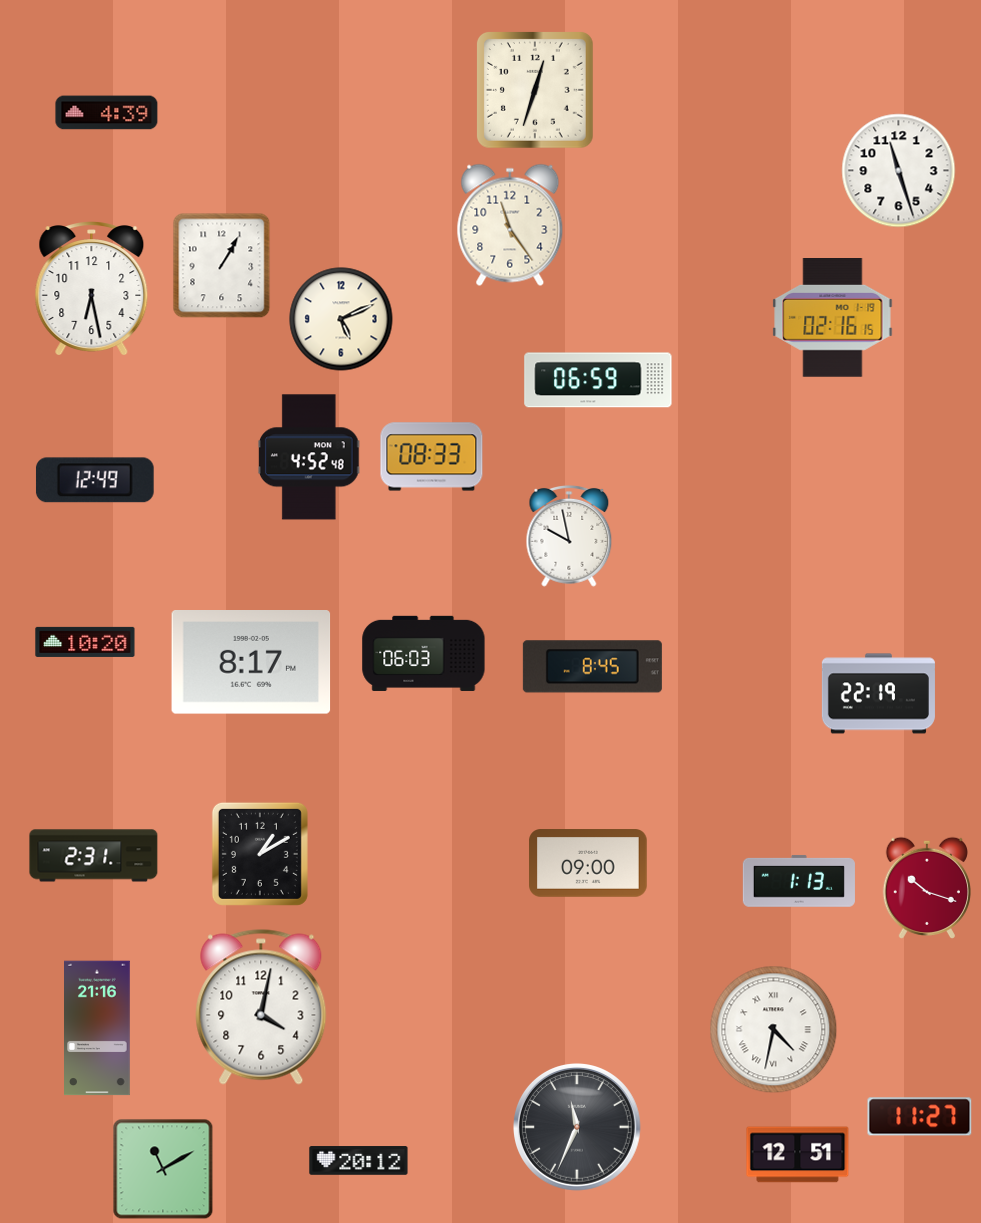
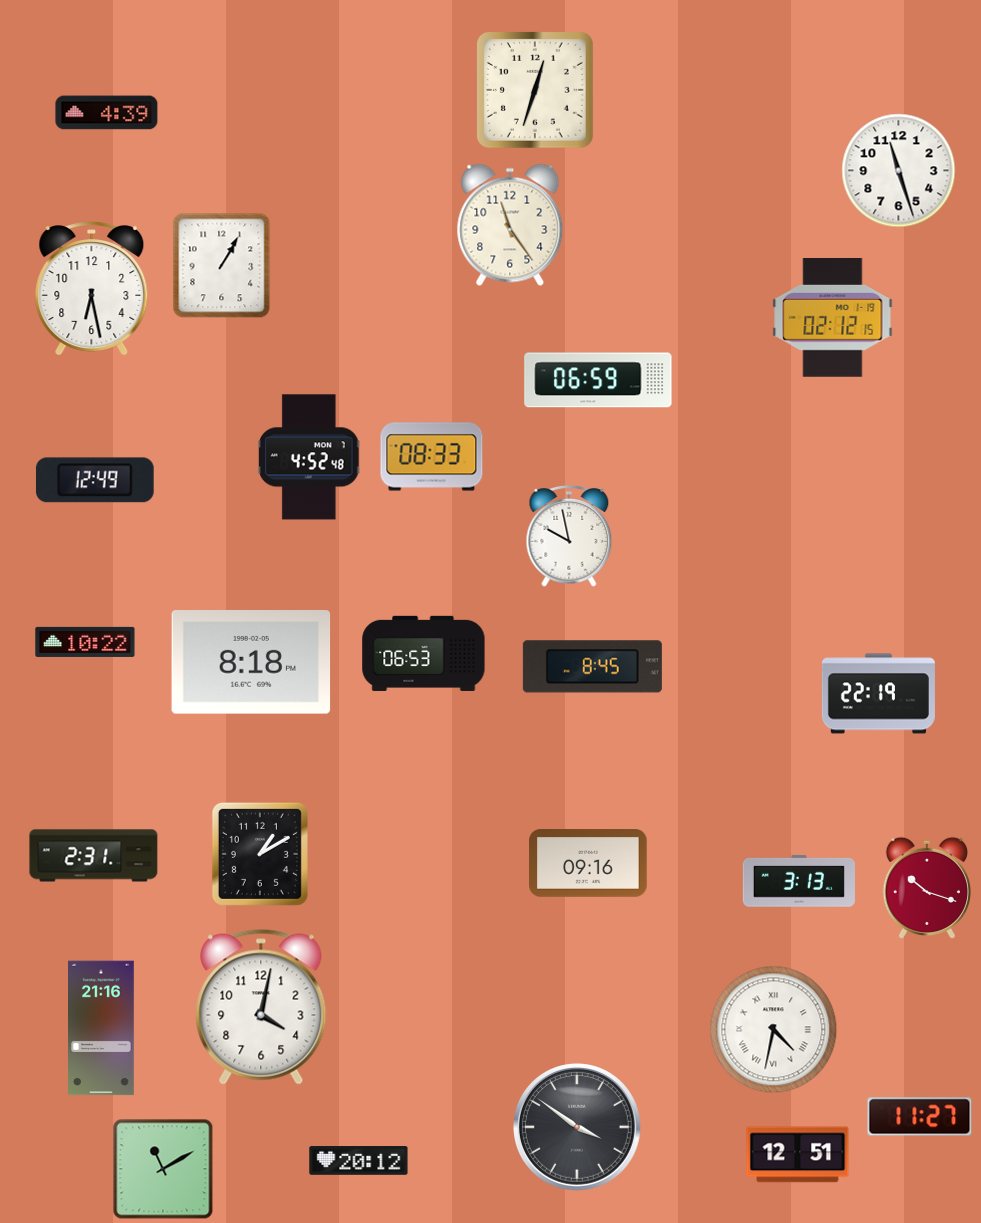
clock at (833, 318): 02:16 -> 02:12
clock at (341, 319): 5:11 -> none
clock at (85, 642): 10:20 -> 10:22
clock at (424, 653): 06:03 -> 06:53
clock at (251, 663): 8:17 -> 8:18
clock at (588, 863): 09:00 -> 09:16
clock at (799, 881): 1:13 -> 3:13
clock at (98, 1028) position: (98, 1028) -> (102, 1028)
clock at (578, 1128): 11:34 -> 3:51
